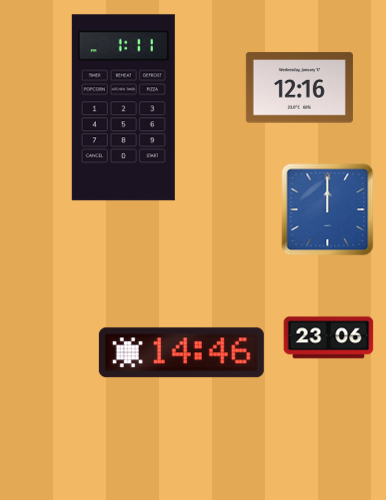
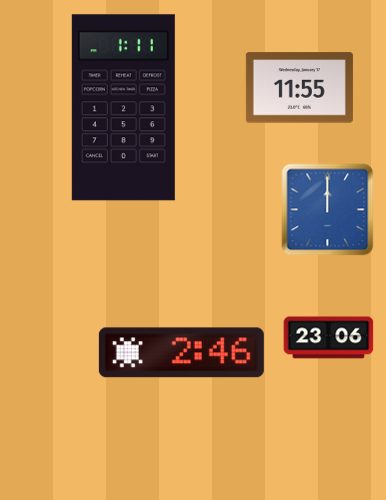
clock at (299, 88): 12:16 -> 11:55
clock at (181, 353): 14:46 -> 2:46
